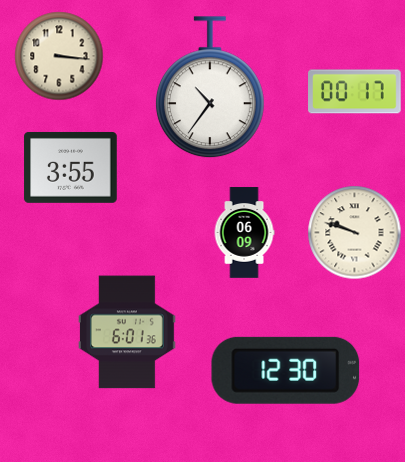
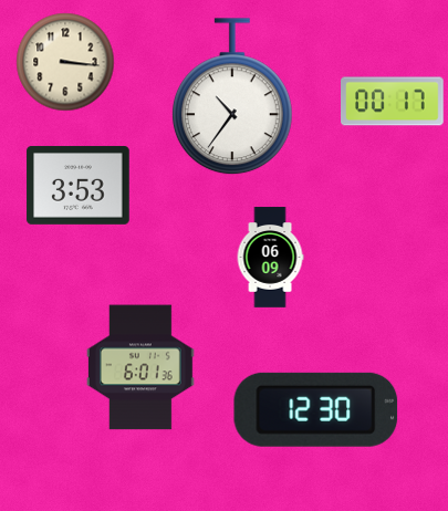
clock at (71, 167): 3:55 -> 3:53
clock at (355, 233): 9:48 -> none
